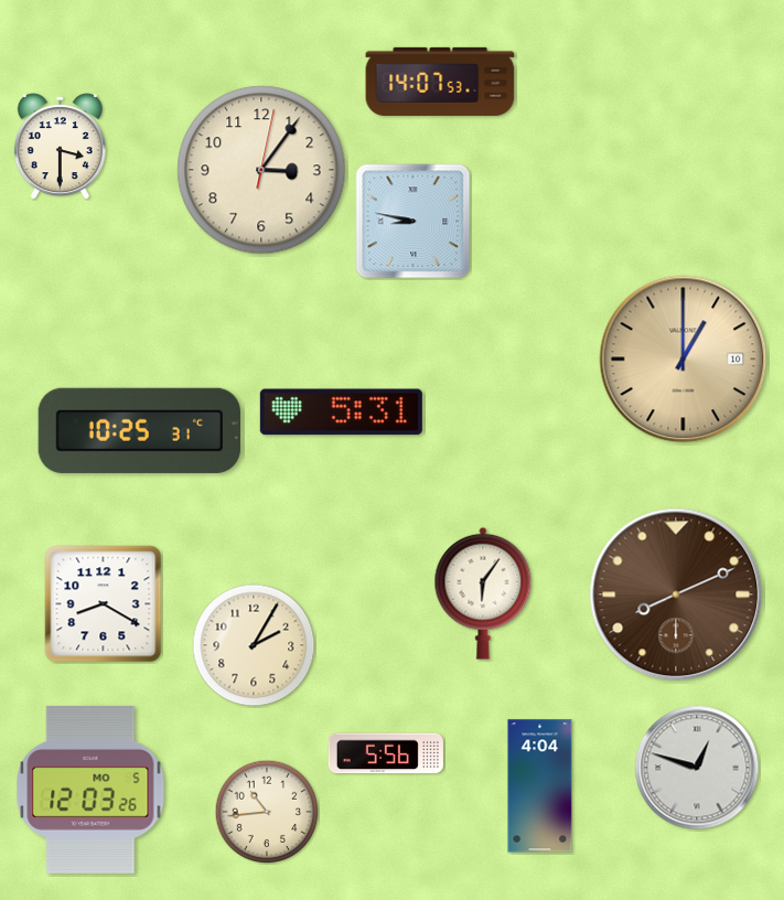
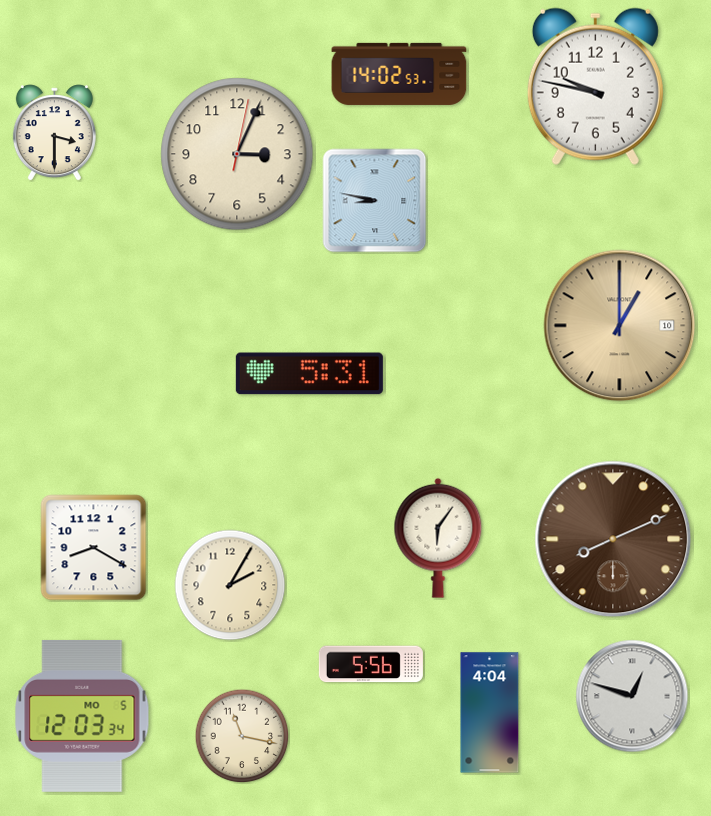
clock at (440, 82): 14:07 -> 14:02
clock at (595, 86): none -> 9:47
clock at (261, 170): 3:06 -> 3:04
clock at (139, 430): 10:25 -> none
clock at (386, 753) position: (386, 753) -> (371, 664)
clock at (90, 790): 12:03:26 -> 12:03:34
clock at (267, 812): 10:44 -> 11:17
